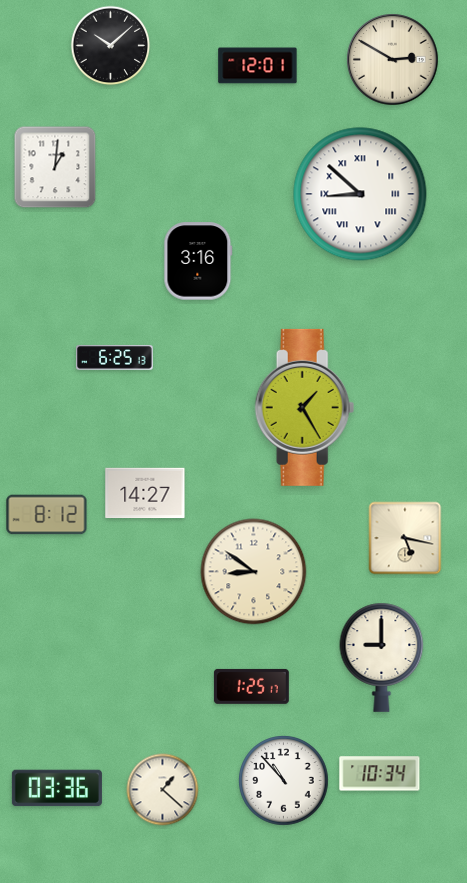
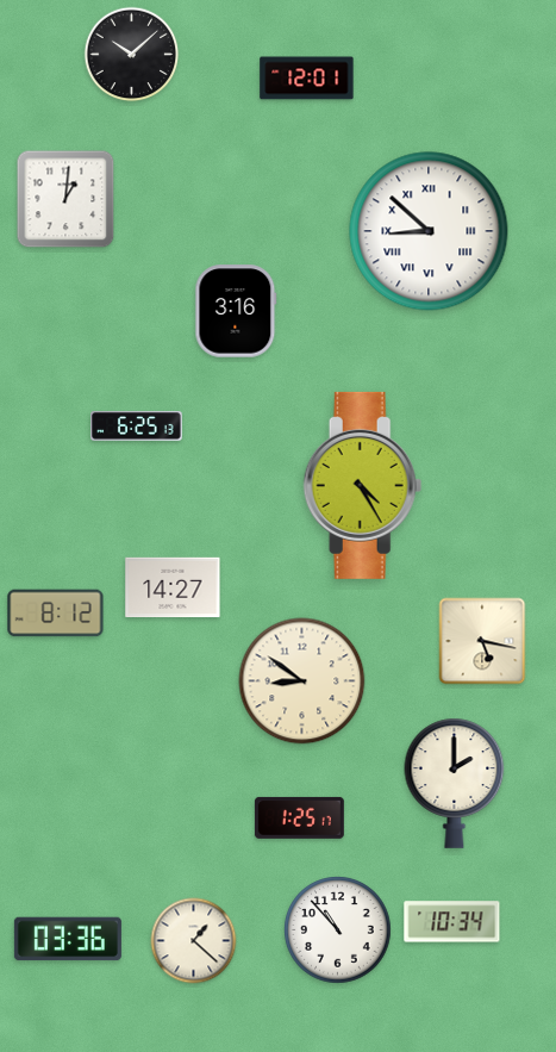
clock at (393, 60): 2:50 -> none
clock at (305, 407): 1:25 -> 4:25
clock at (382, 657): 9:00 -> 2:00
